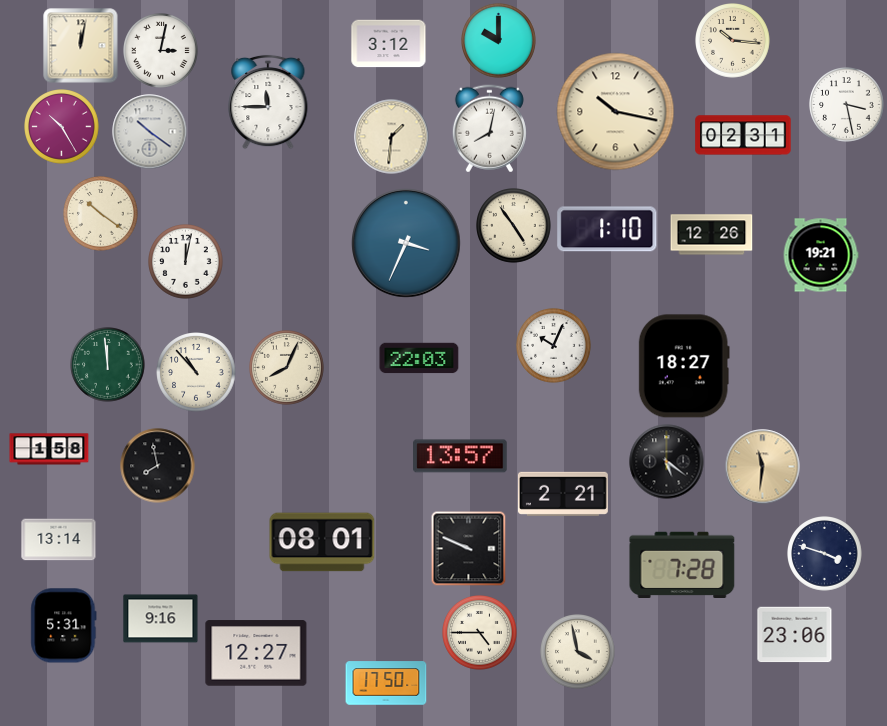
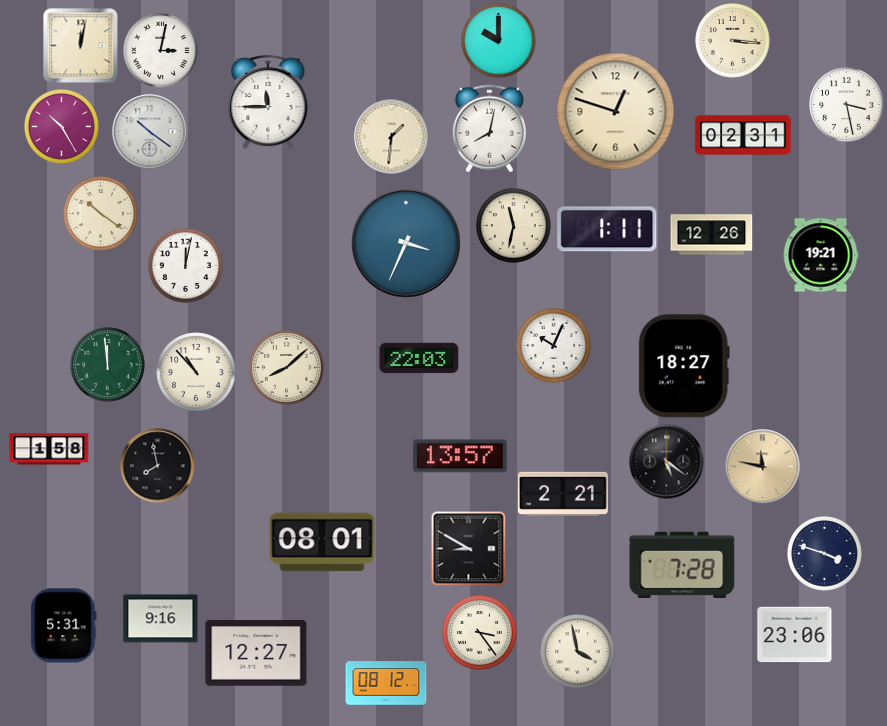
clock at (733, 41): 10:16 -> 3:16
clock at (389, 44): 3:12 -> none
clock at (616, 112): 10:17 -> 12:48
clock at (514, 226): 4:54 -> 11:32
clock at (607, 229): 1:10 -> 1:11
clock at (186, 262) position: (186, 262) -> (186, 266)
clock at (287, 368): 8:04 -> 8:08
clock at (763, 467): 11:31 -> 11:47
clock at (59, 540): 13:14 -> none
clock at (469, 549): 9:49 -> 8:50
clock at (480, 633): 4:45 -> 3:24
clock at (386, 683): 17:50 -> 08:12
